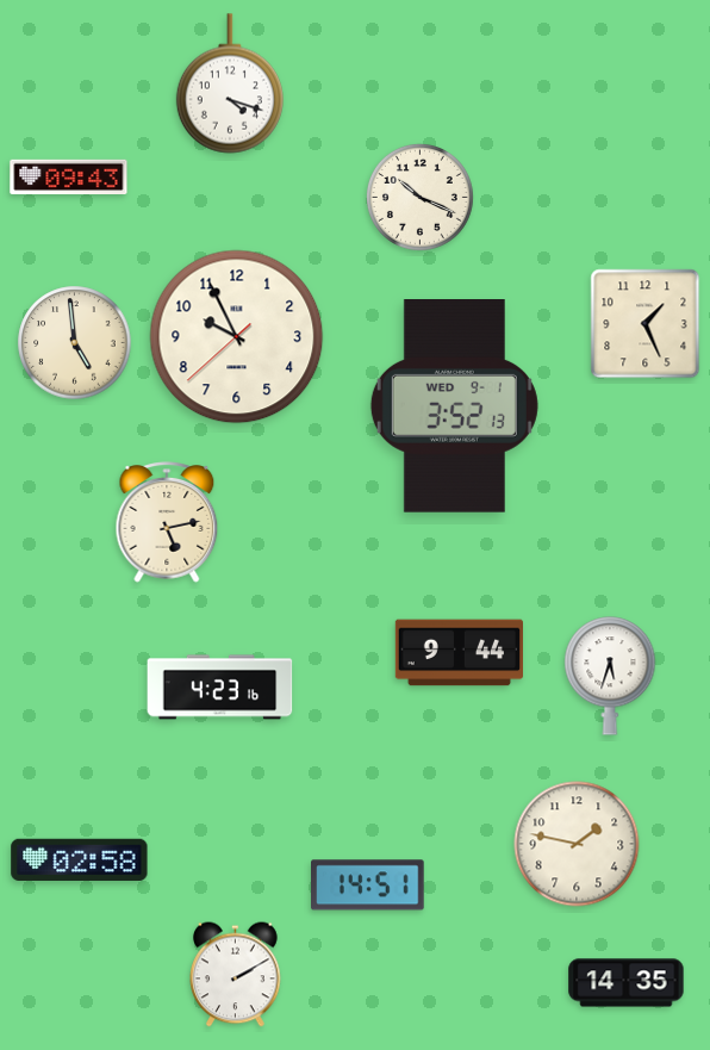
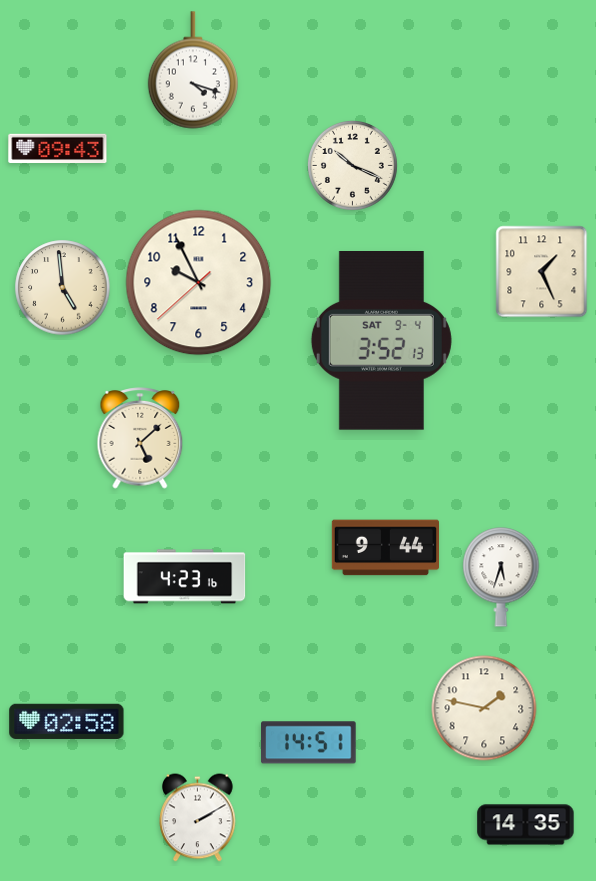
clock at (454, 406) date: WED 9-1 -> SAT 9-4
clock at (167, 522): 5:13 -> 5:08
clock at (610, 676) position: (610, 676) -> (501, 577)
